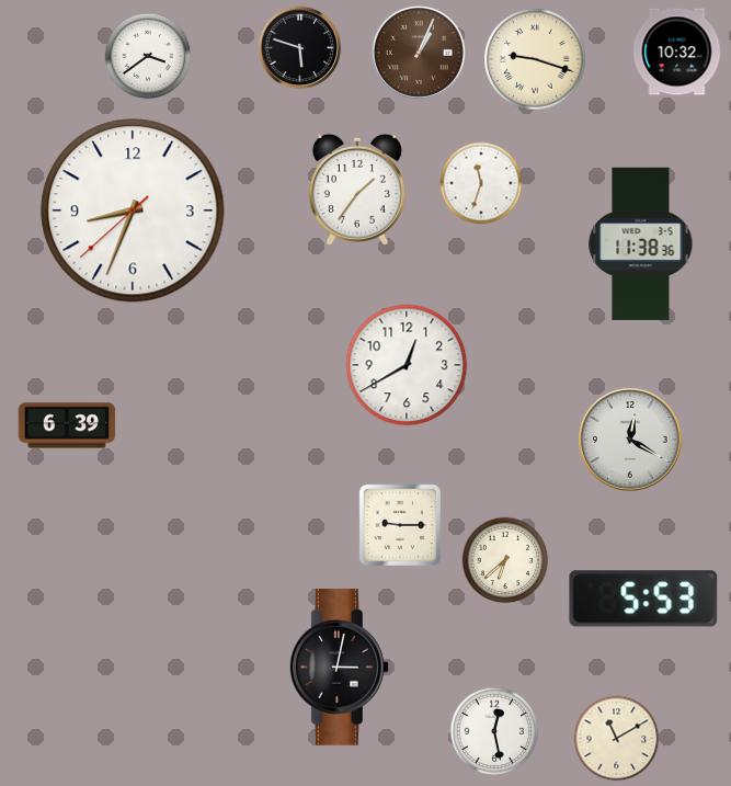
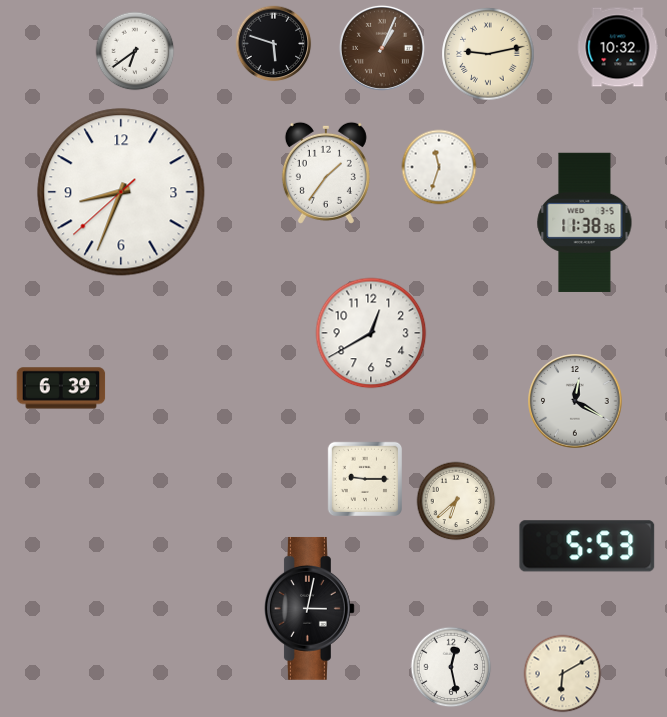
clock at (148, 56): 3:39 -> 6:39
clock at (535, 59): 9:18 -> 9:13
clock at (505, 560) position: (505, 560) -> (456, 501)
clock at (617, 739): 11:10 -> 6:10
